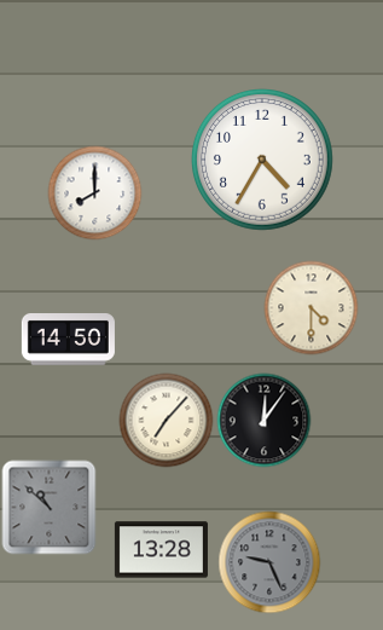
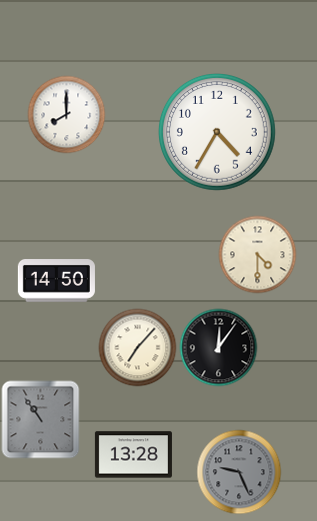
clock at (94, 192) position: (94, 192) -> (66, 114)
clock at (48, 507): 10:52 -> 10:54
clock at (269, 562) position: (269, 562) -> (239, 472)
